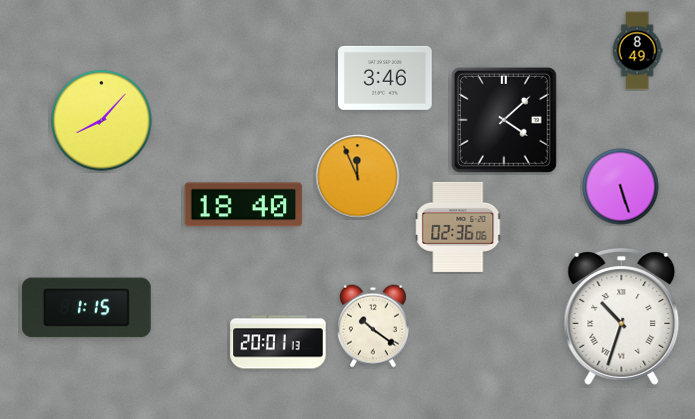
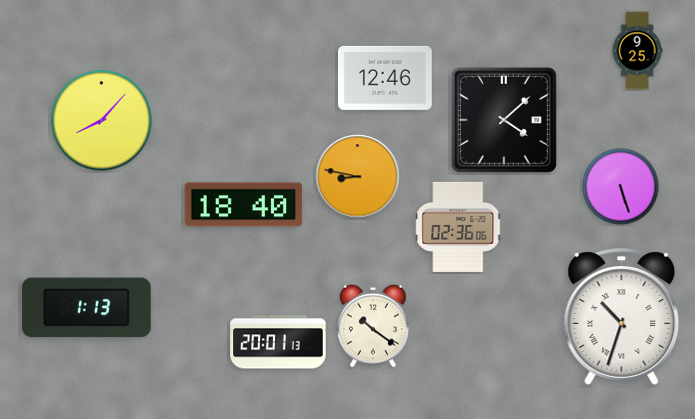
clock at (637, 51): 8:49 -> 9:25
clock at (386, 78): 3:46 -> 12:46
clock at (358, 177): 11:56 -> 8:47
clock at (86, 308): 1:15 -> 1:13
